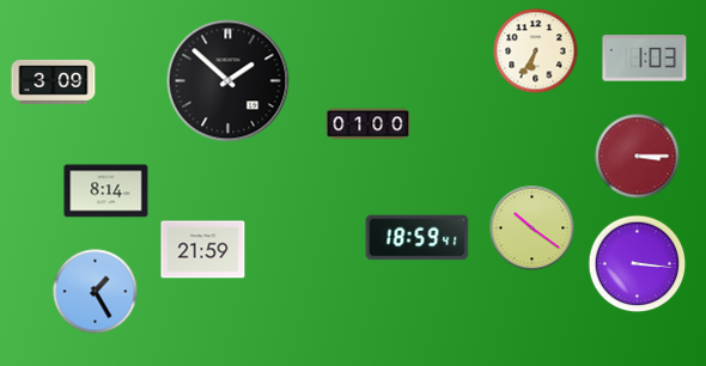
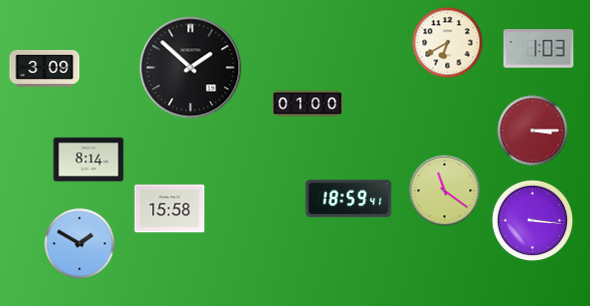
clock at (536, 51): 6:35 -> 6:40
clock at (532, 228): 10:21 -> 11:21
clock at (203, 250): 21:59 -> 15:58
clock at (96, 292): 1:25 -> 1:50
